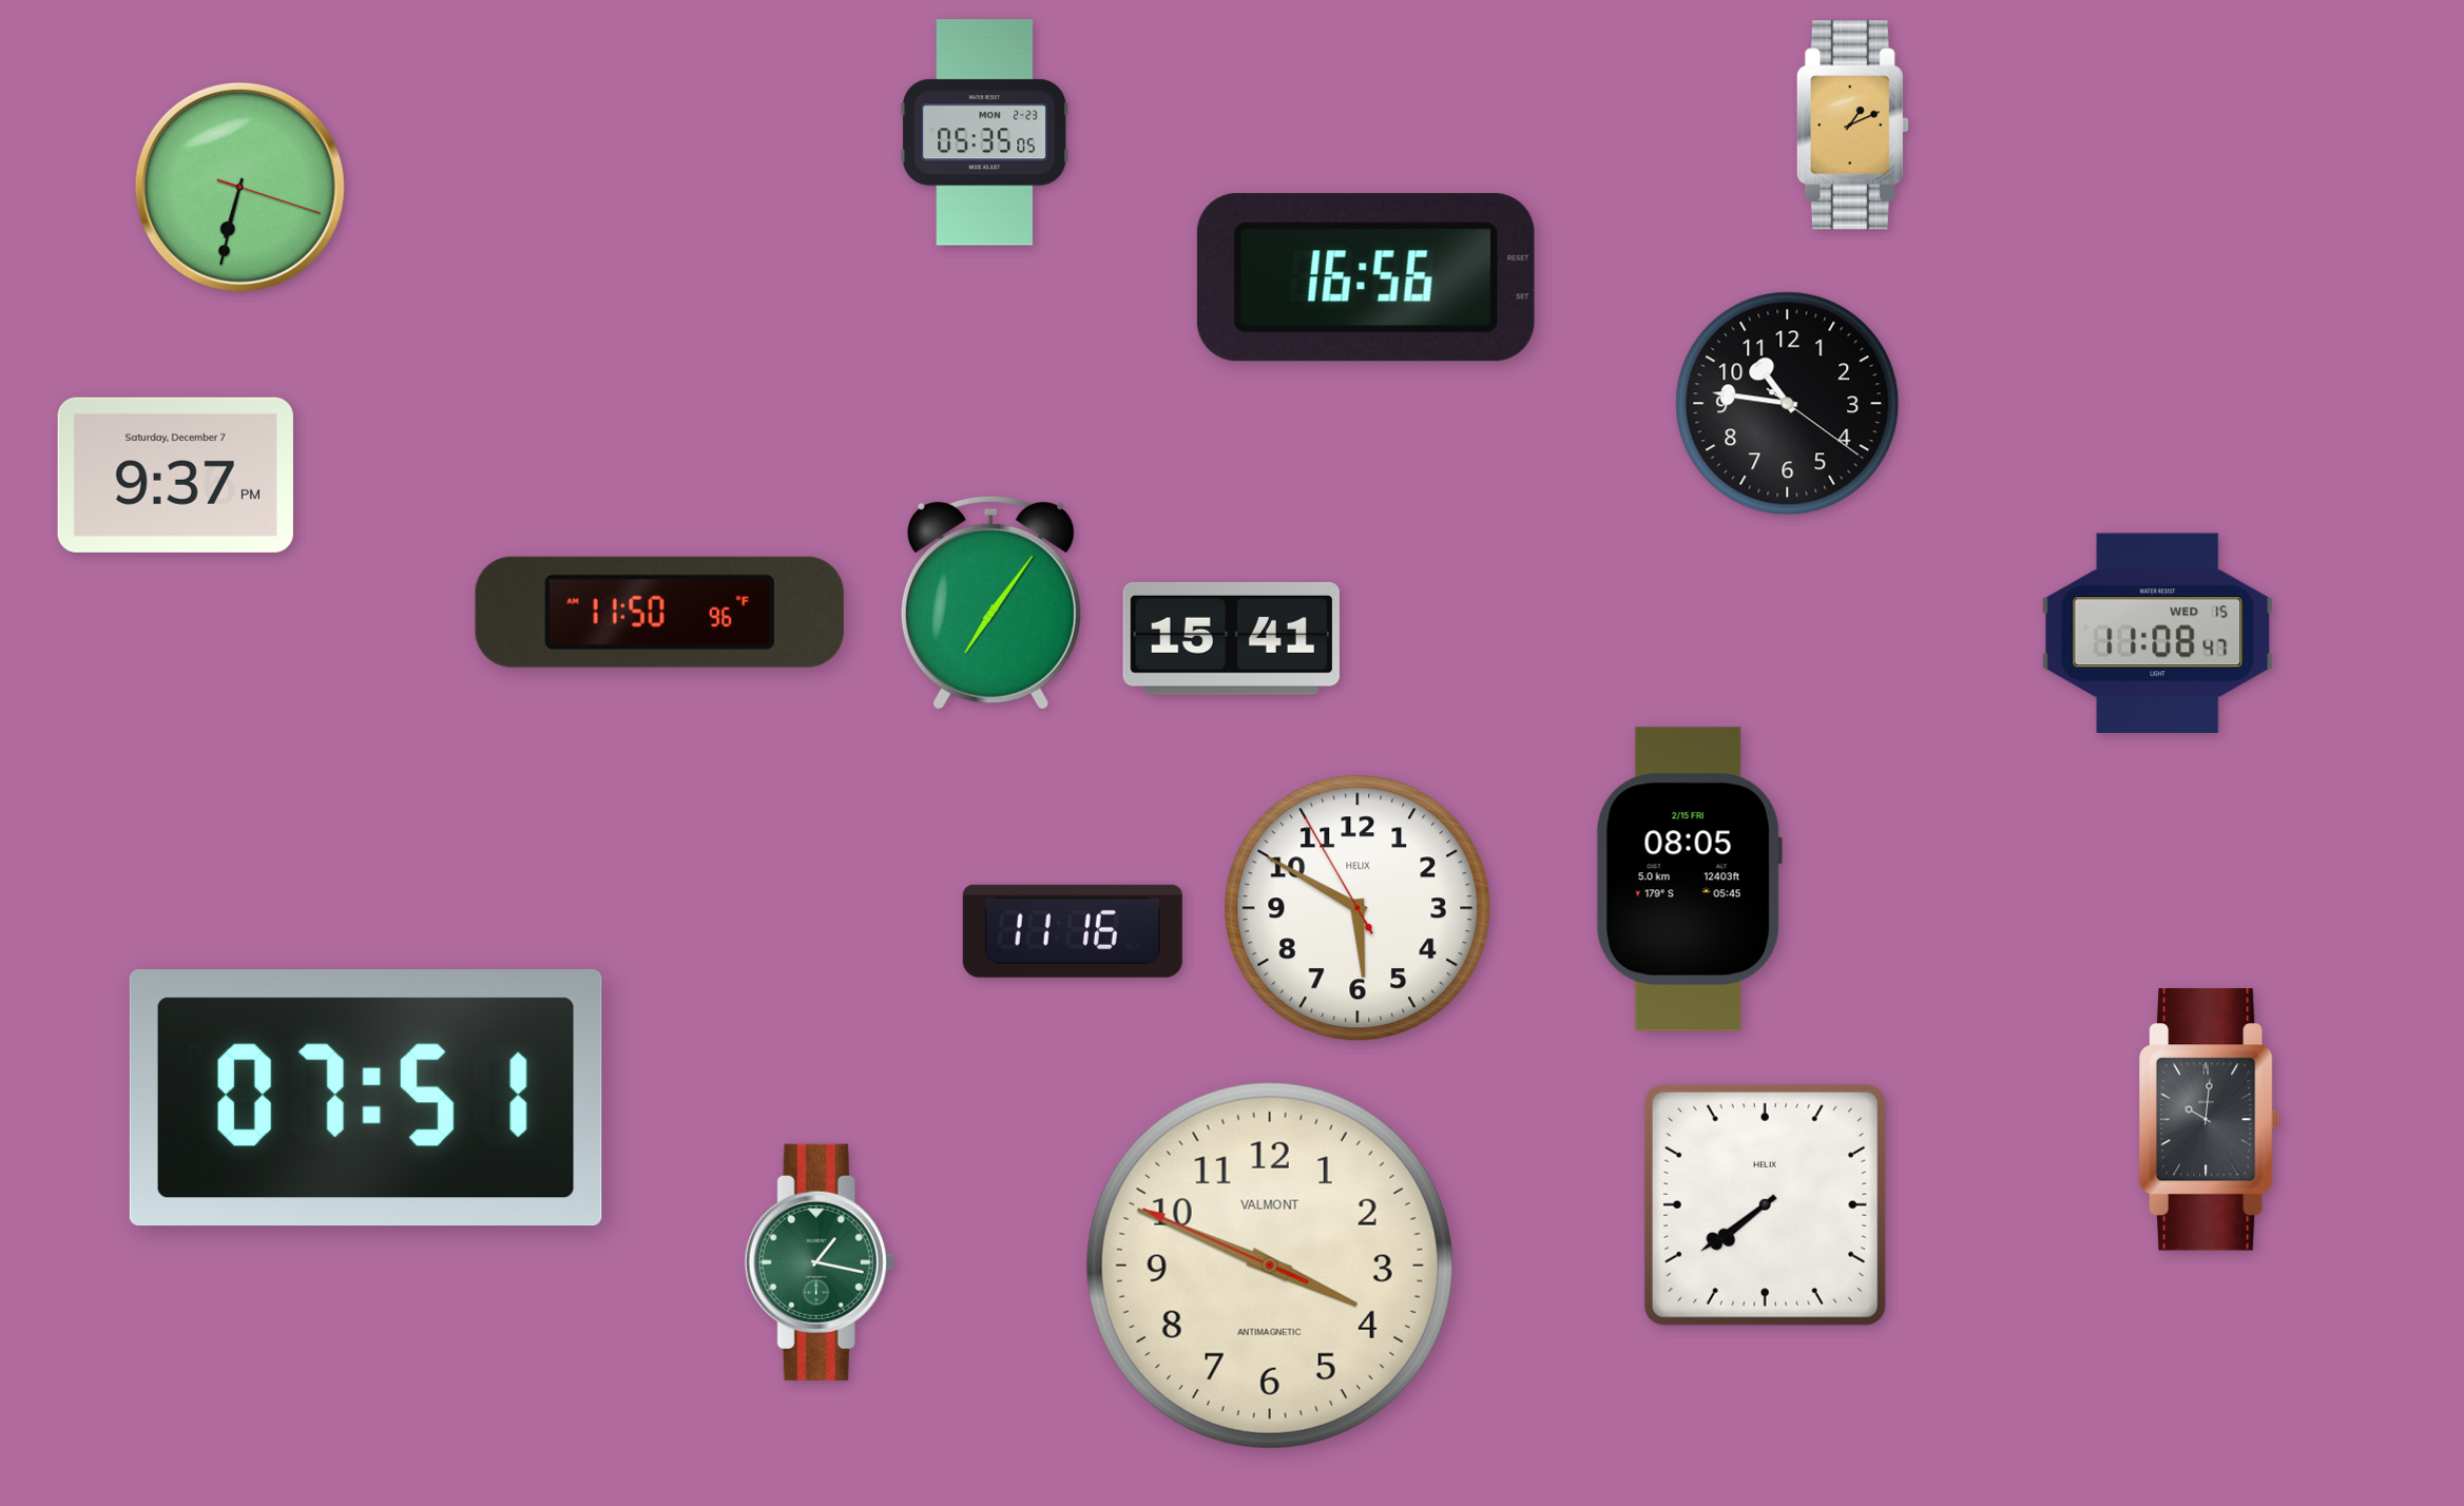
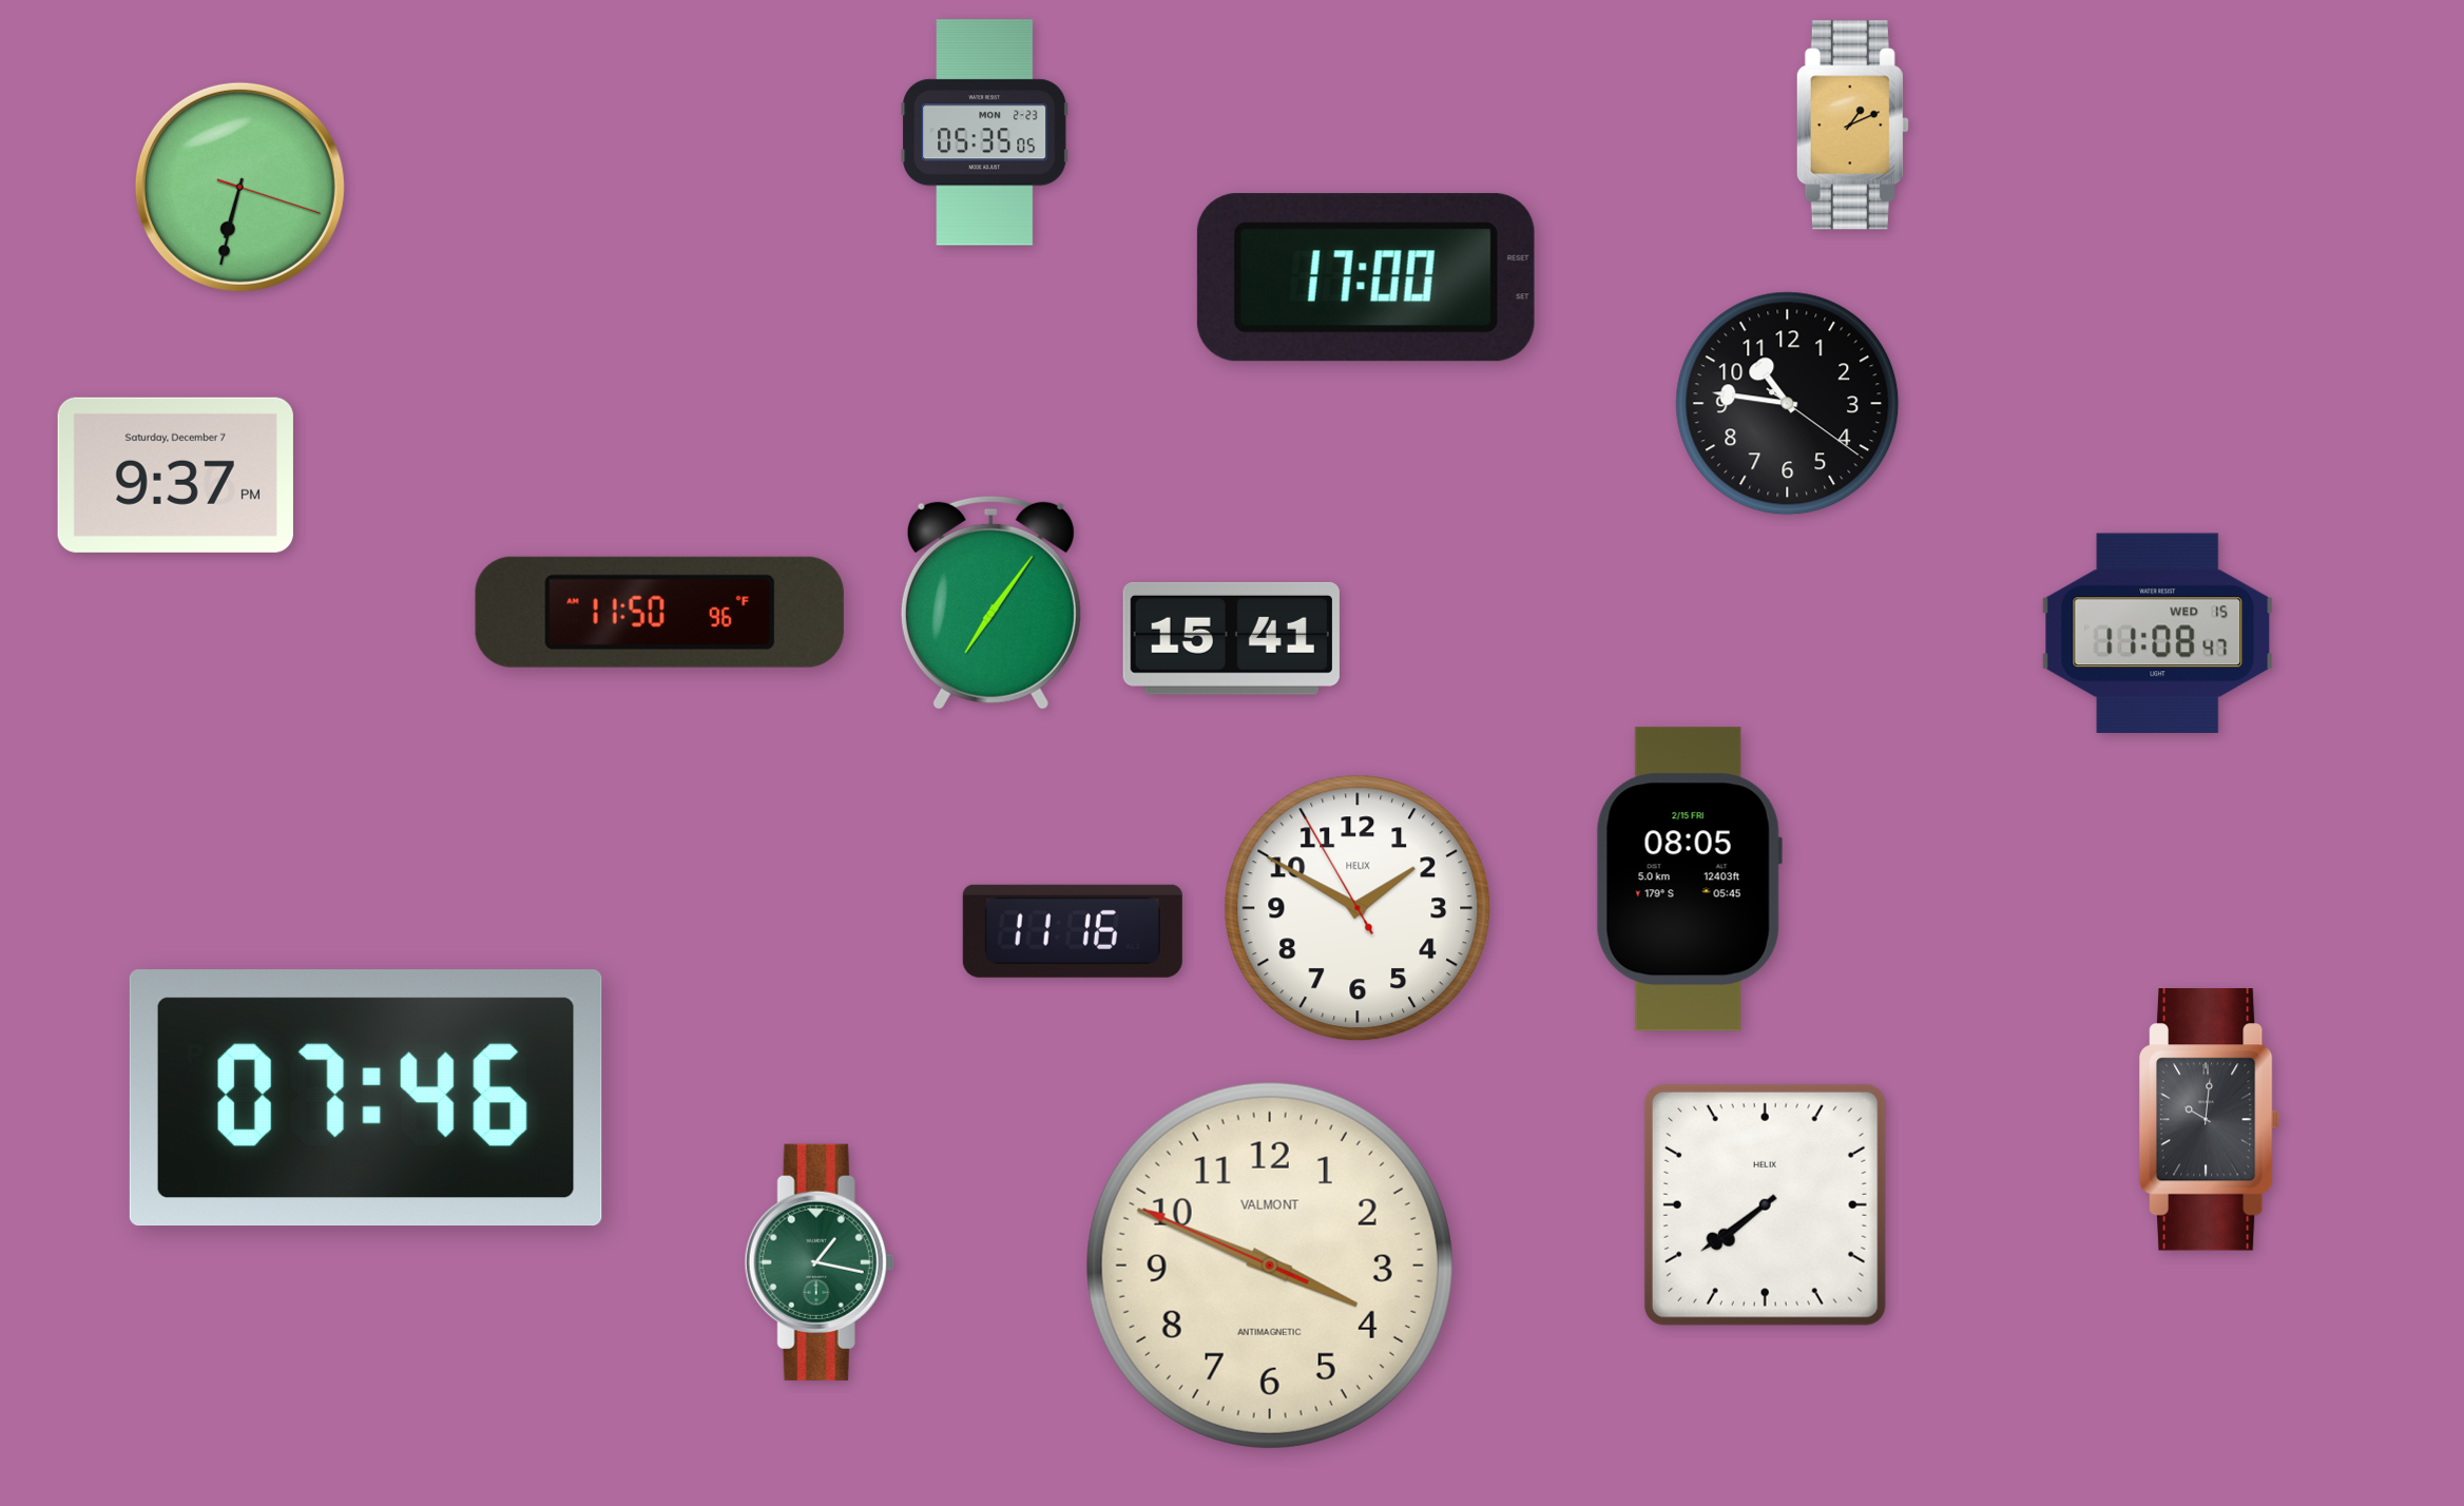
clock at (1366, 277): 16:56 -> 17:00
clock at (1358, 908): 5:49 -> 1:49
clock at (366, 1098): 07:51 -> 07:46
